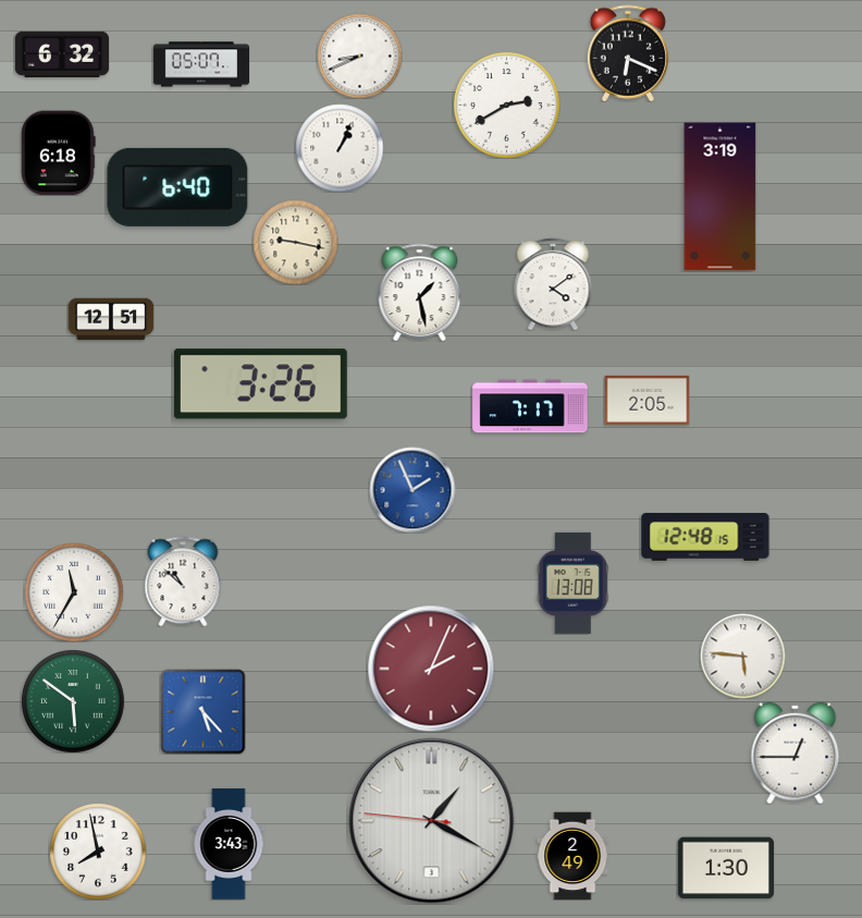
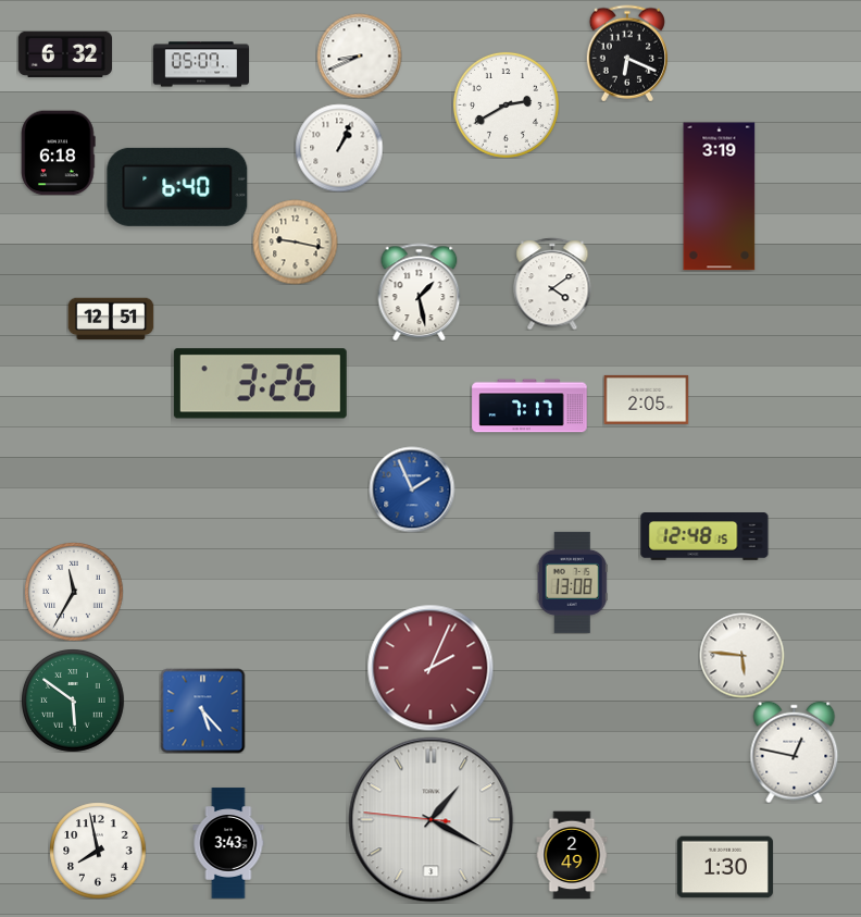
clock at (61, 54) position: (61, 54) -> (64, 54)
clock at (183, 582): 10:52 -> none
clock at (796, 752): 12:45 -> 12:47
